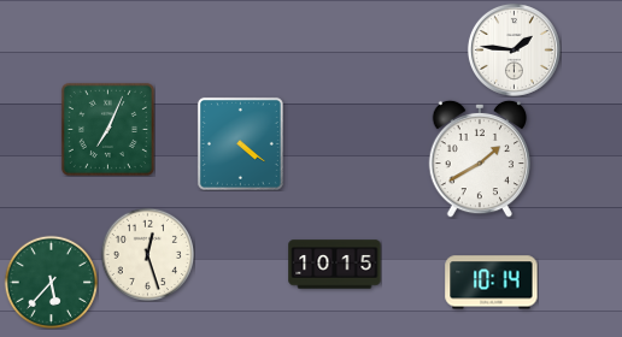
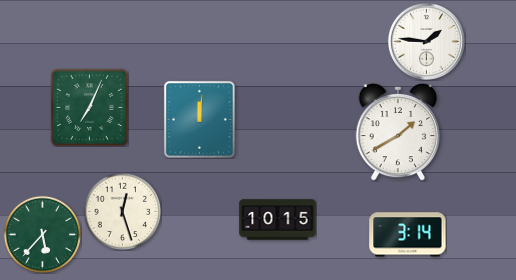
clock at (240, 143): 4:21 -> 12:01
clock at (492, 283): 10:14 -> 3:14
